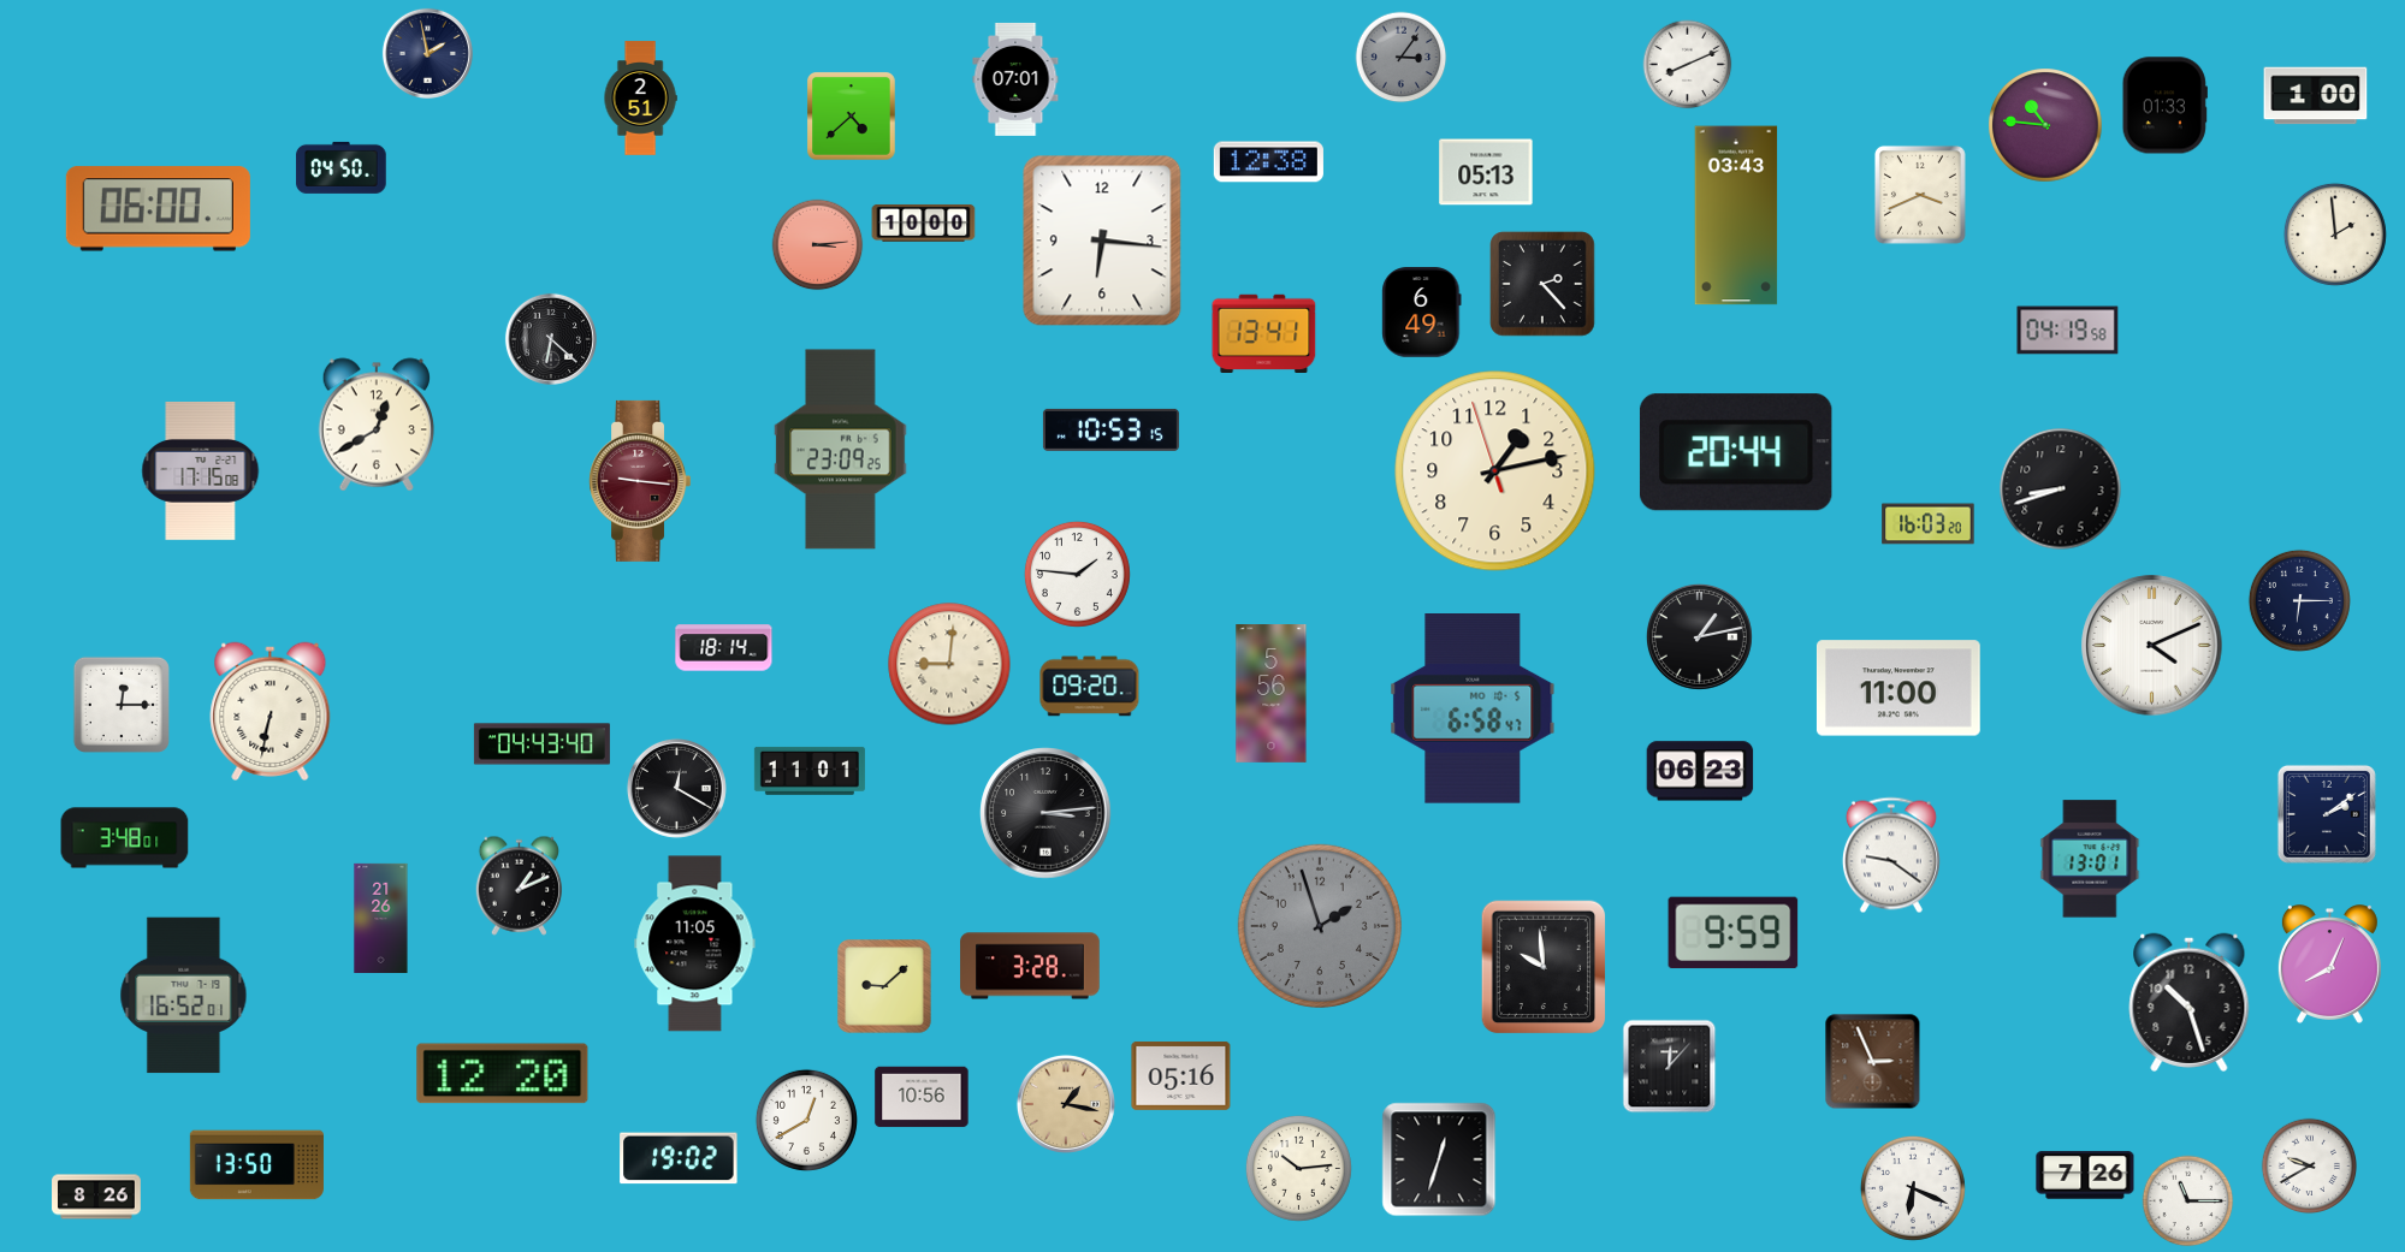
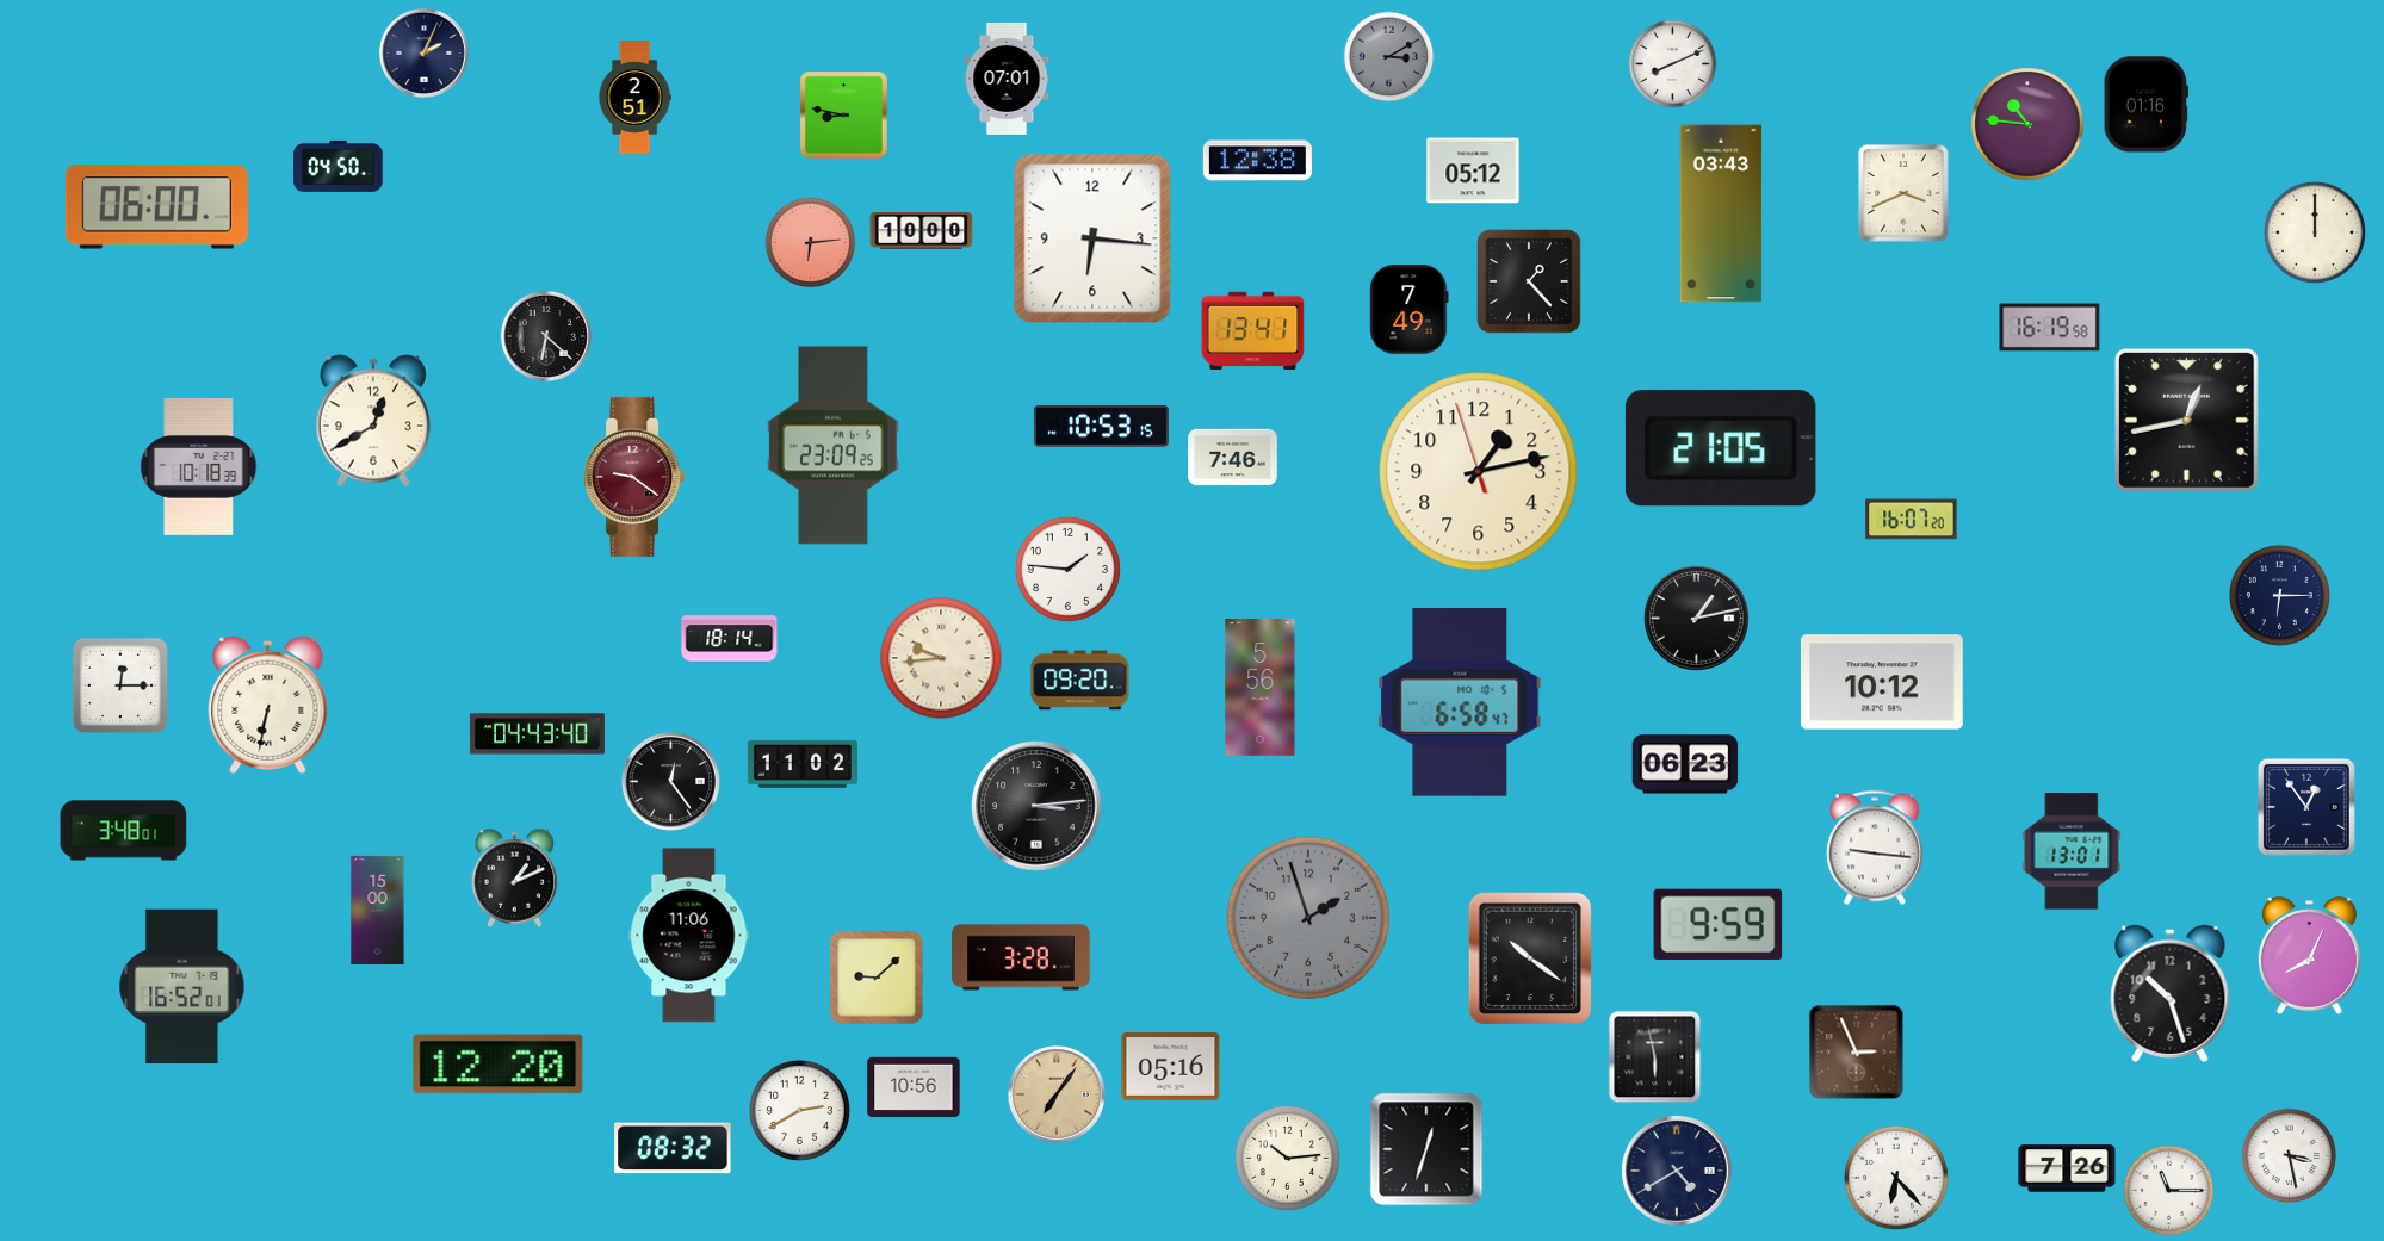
clock at (427, 53): 1:58 -> 2:04
clock at (1402, 58): 3:06 -> 3:10
clock at (2316, 96): 1:00 -> none
clock at (2164, 106): 01:33 -> 01:16
clock at (852, 117): 4:38 -> 8:47
clock at (1486, 172): 05:13 -> 05:12
clock at (924, 222) position: (924, 222) -> (922, 230)
clock at (2335, 235): 1:59 -> 12:00
clock at (818, 245): 3:14 -> 6:14
clock at (1542, 284): 2:23 -> 1:23
clock at (1422, 313): 6:49 -> 7:49
clock at (2068, 331): 04:19 -> 16:19
clock at (2186, 420): none -> 12:43
clock at (1736, 452): 20:44 -> 21:05
clock at (1233, 458): none -> 7:46
clock at (201, 471): 17:15 -> 10:18
clock at (1495, 471) position: (1495, 471) -> (1479, 472)
clock at (640, 481): 9:16 -> 9:21
clock at (2061, 489): 8:42 -> none
clock at (1929, 524): 16:03 -> 16:07
clock at (1699, 636) position: (1699, 636) -> (1696, 618)
clock at (2152, 646): 4:11 -> none
clock at (724, 648) position: (724, 648) -> (730, 639)
clock at (949, 664): 9:01 -> 9:44
clock at (1898, 688): 11:00 -> 10:12
clock at (122, 705) position: (122, 705) -> (120, 685)
clock at (541, 744) position: (541, 744) -> (537, 734)
clock at (810, 771): 11:01 -> 11:02
clock at (676, 788): 12:20 -> 12:24
clock at (2327, 814): 2:09 -> 12:54
clock at (1891, 855): 9:21 -> 9:16
clock at (381, 918): 21:26 -> 15:00
clock at (695, 944): 11:05 -> 11:06
clock at (1544, 967): 9:59 -> 10:21
clock at (1670, 1067): 12:07 -> 5:58
clock at (1066, 1104): 1:17 -> 7:06
clock at (806, 1120): 12:40 -> 2:40
clock at (679, 1158): 19:02 -> 08:32
clock at (256, 1165): 13:50 -> none
clock at (2310, 1167): 9:40 -> 3:28
clock at (2085, 1175) position: (2085, 1175) -> (2067, 1168)
clock at (1677, 1171): none -> 4:40
clock at (1913, 1188): 6:19 -> 6:23
clock at (96, 1197): 8:26 -> none
